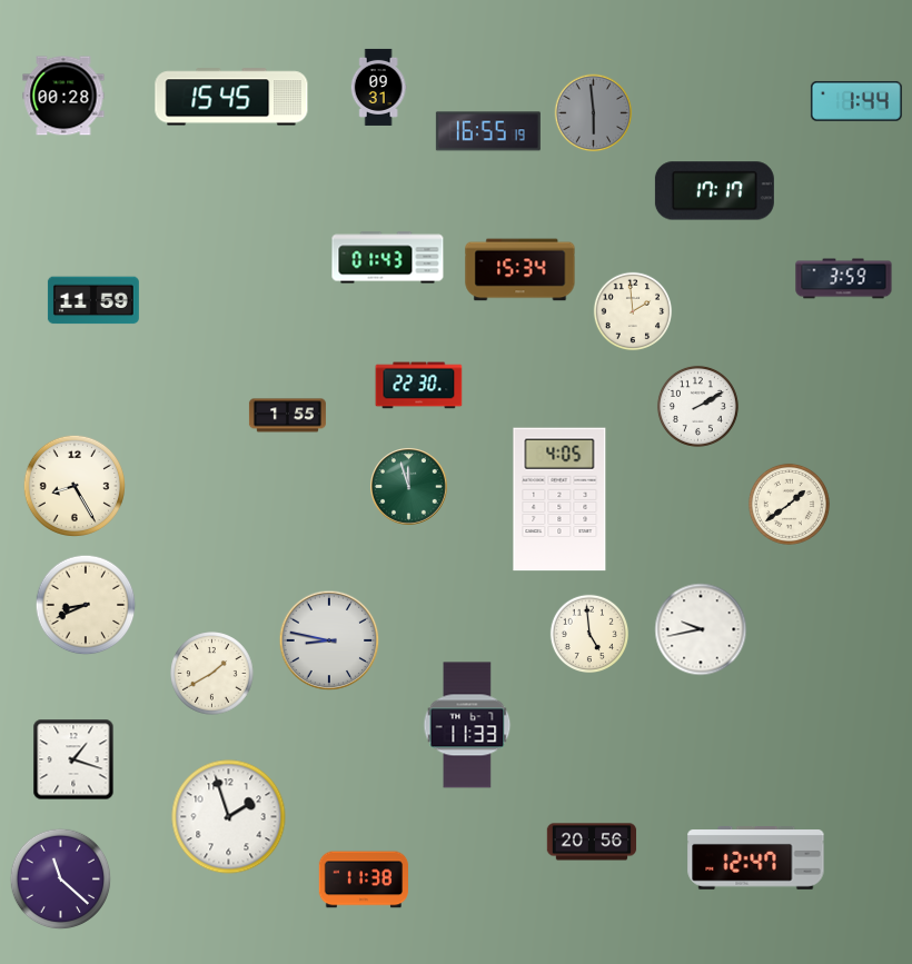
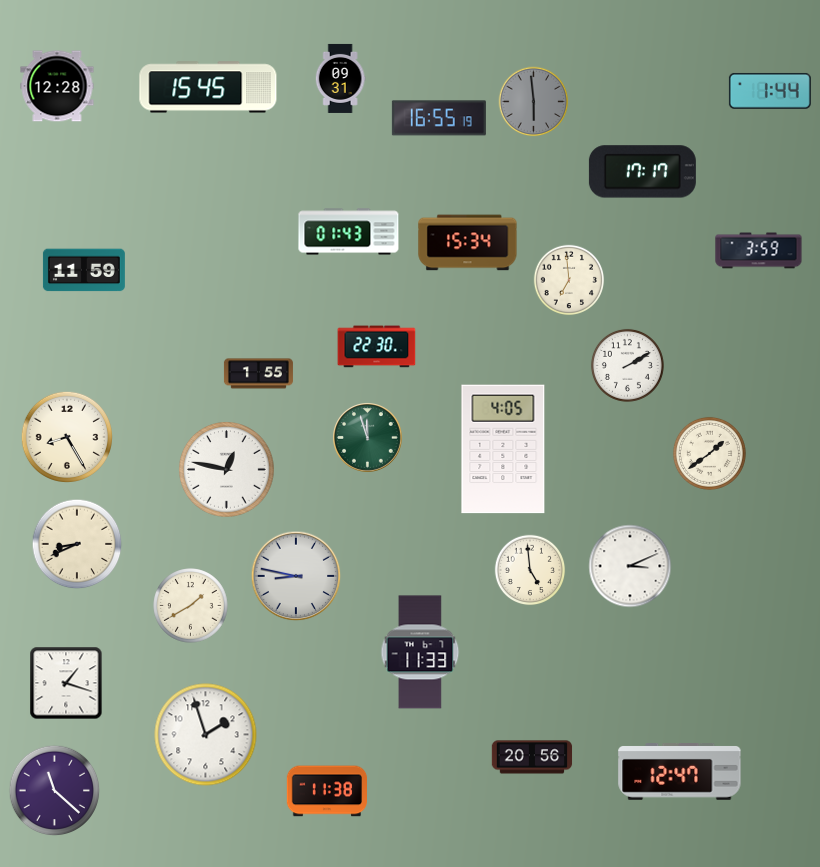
clock at (63, 96): 00:28 -> 12:28
clock at (633, 311): 1:59 -> 6:59
clock at (227, 470): none -> 12:47
clock at (701, 629): 9:43 -> 3:11
